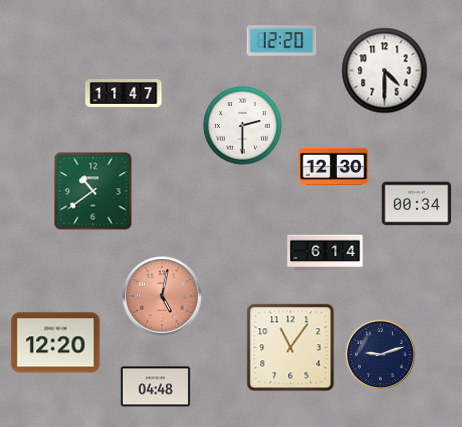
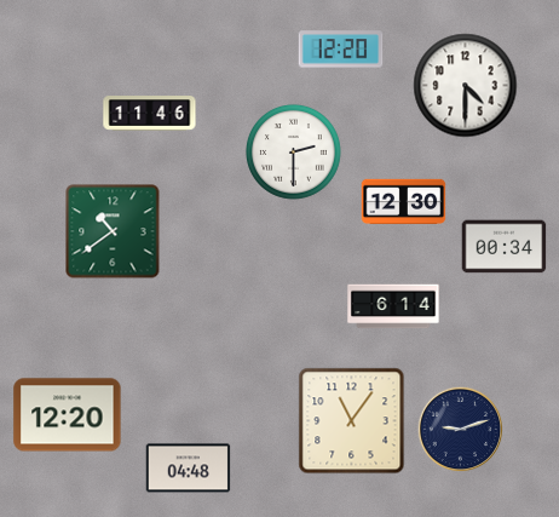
clock at (124, 94): 11:47 -> 11:46
clock at (162, 296): 5:02 -> none
